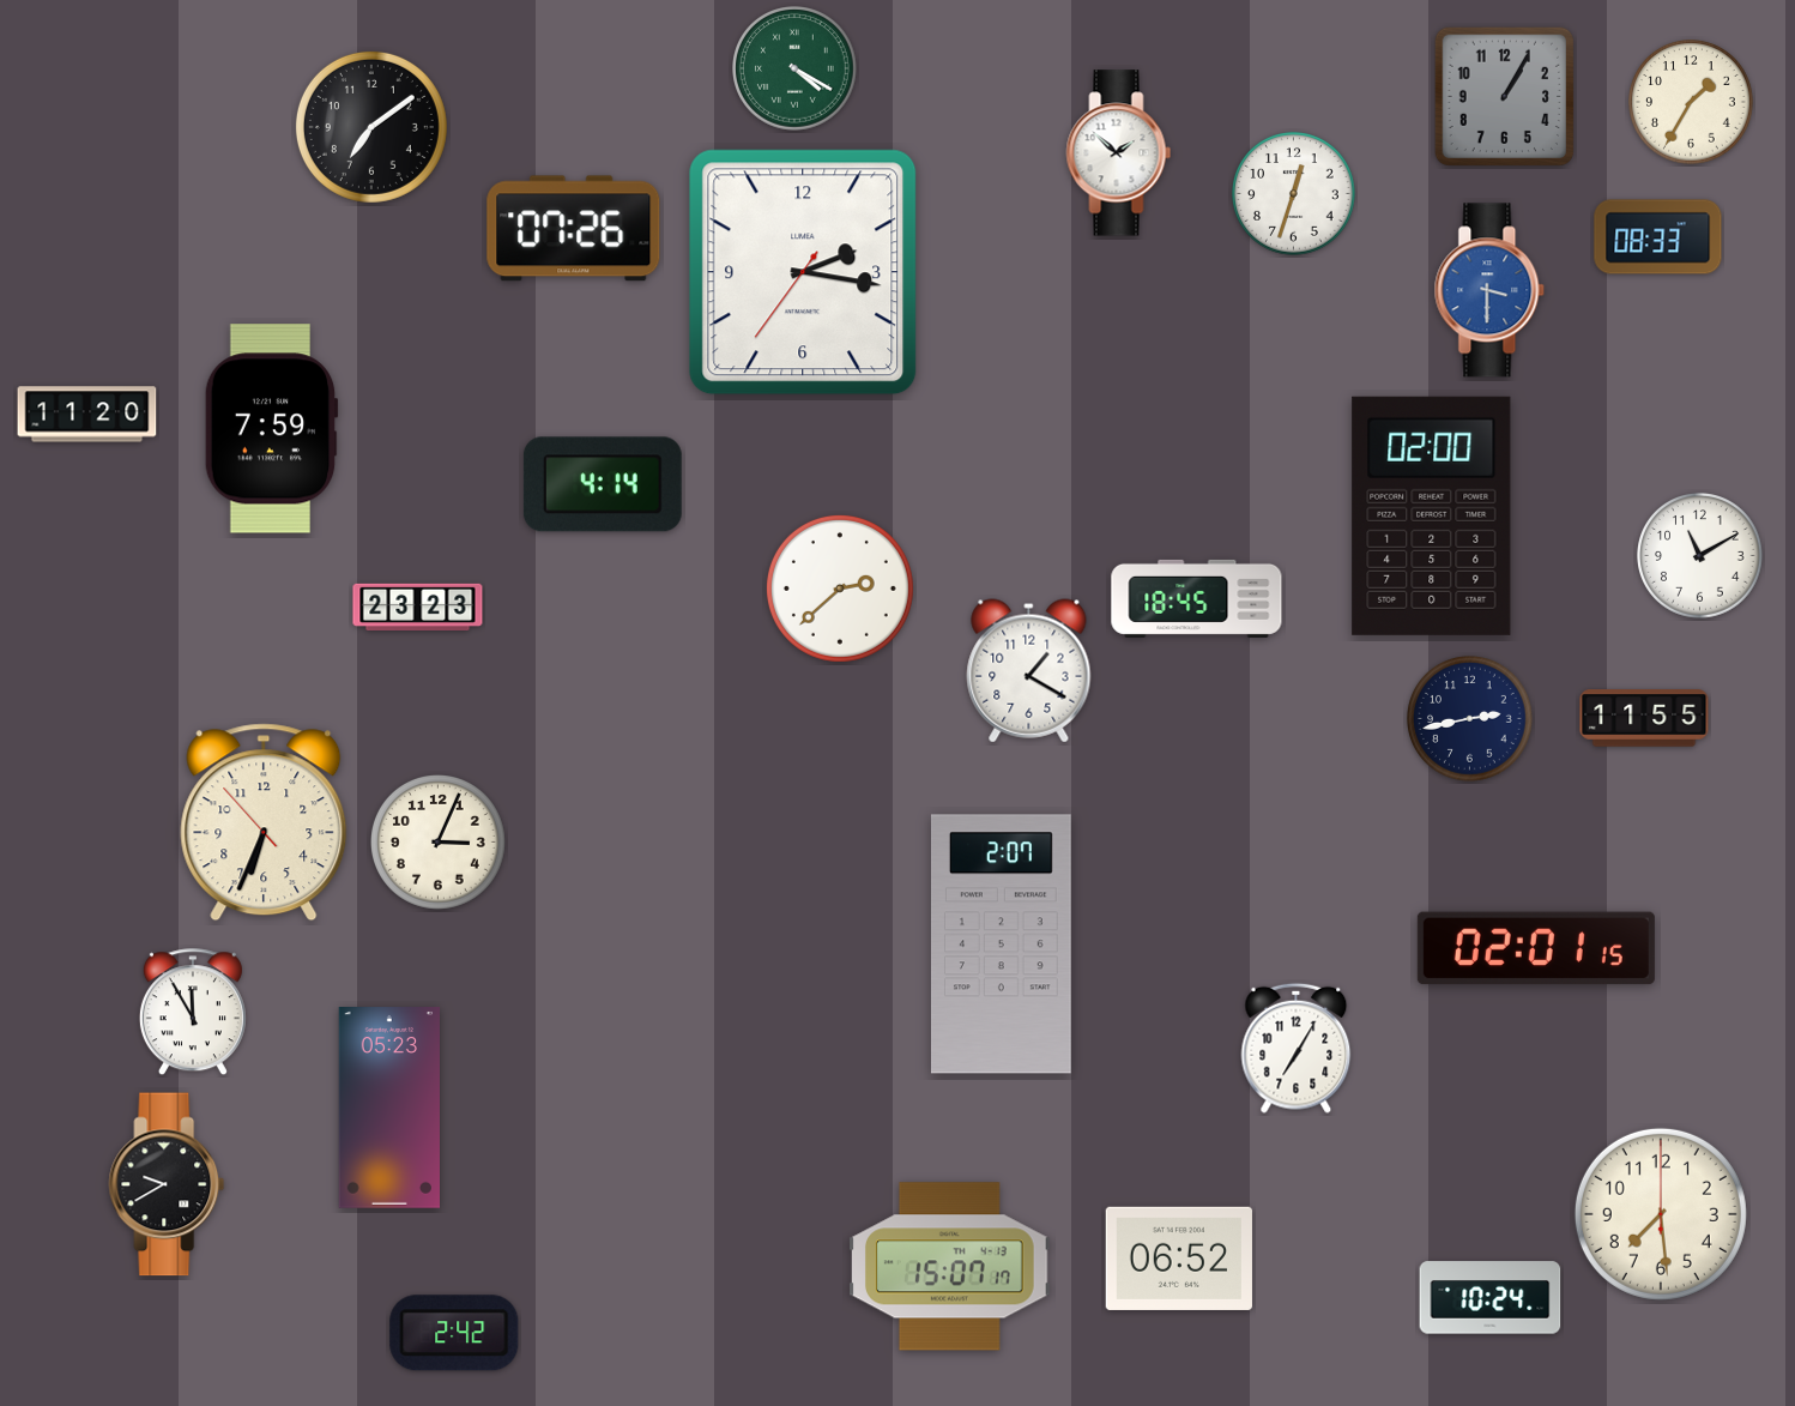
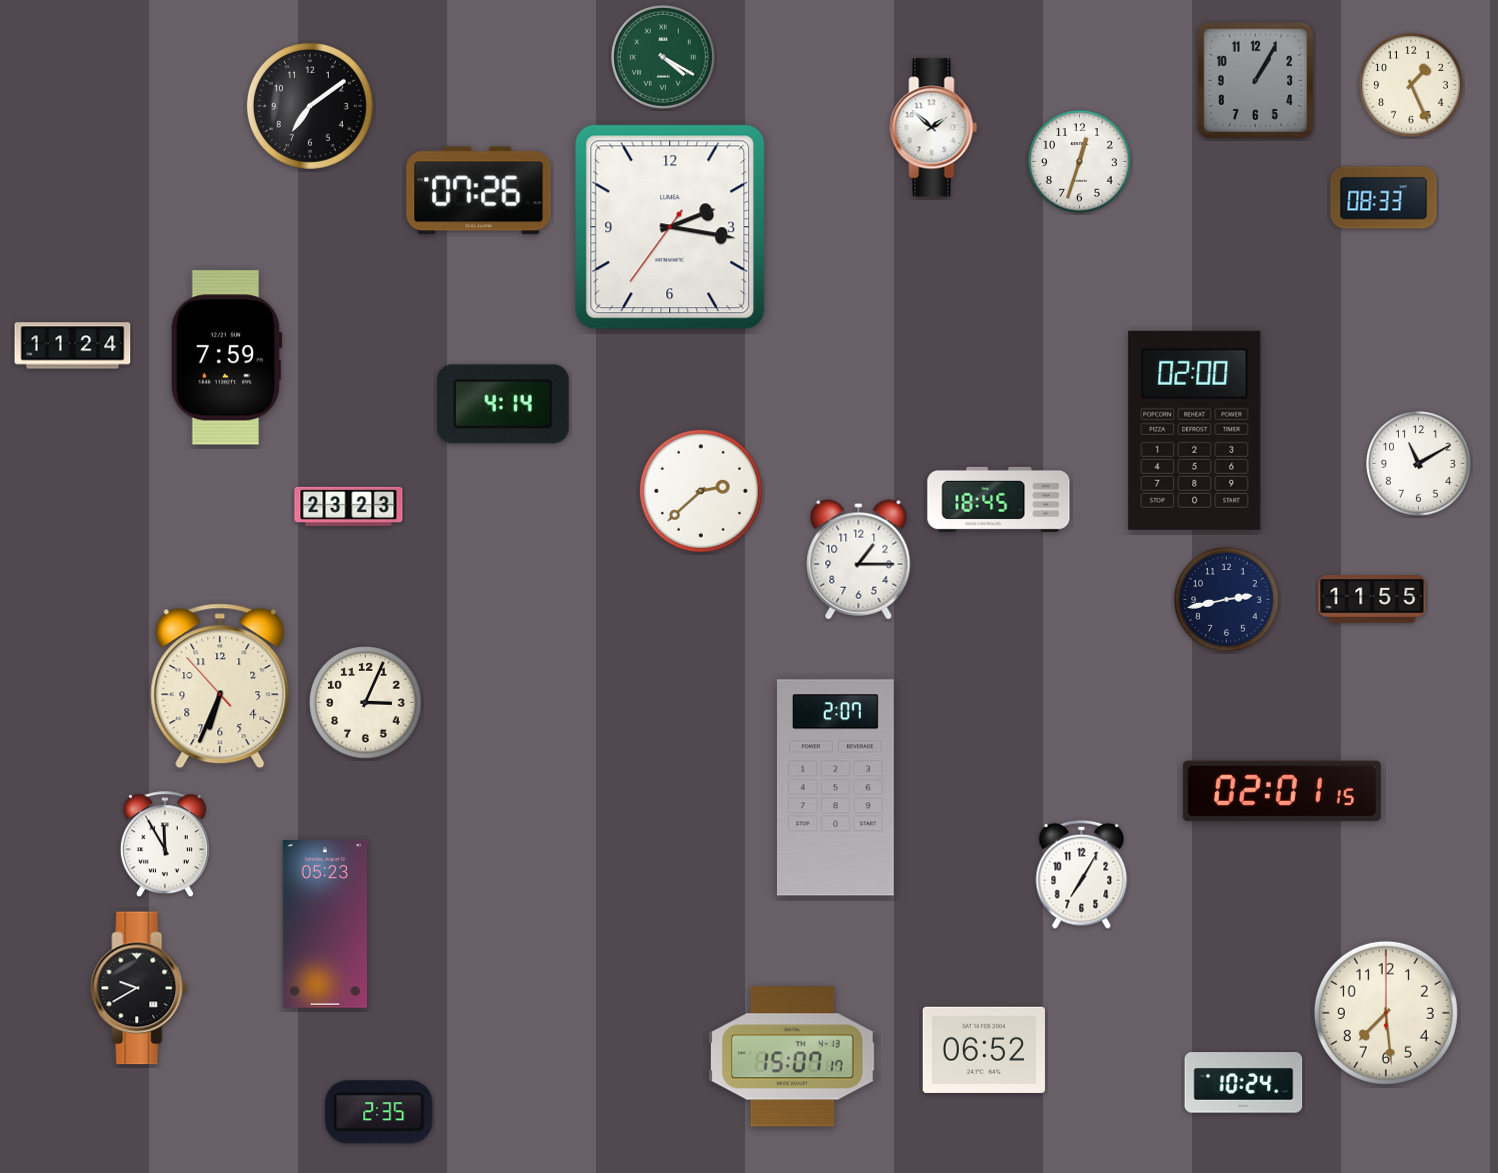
clock at (1691, 102): 1:35 -> 1:26
clock at (1489, 290): 3:30 -> none
clock at (87, 415): 11:20 -> 11:24
clock at (1029, 671): 1:20 -> 1:15
clock at (193, 1013) position: (193, 1013) -> (165, 845)
clock at (454, 1333): 2:42 -> 2:35
